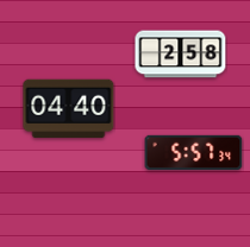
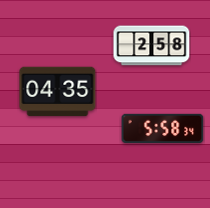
clock at (69, 109): 04:40 -> 04:35
clock at (194, 152): 5:57 -> 5:58
